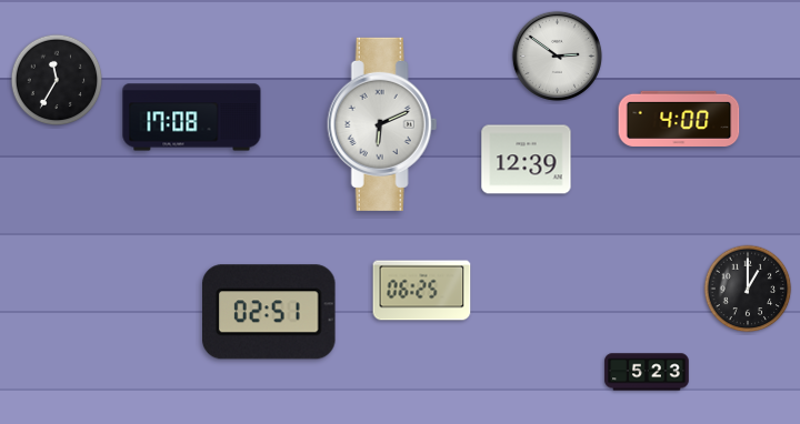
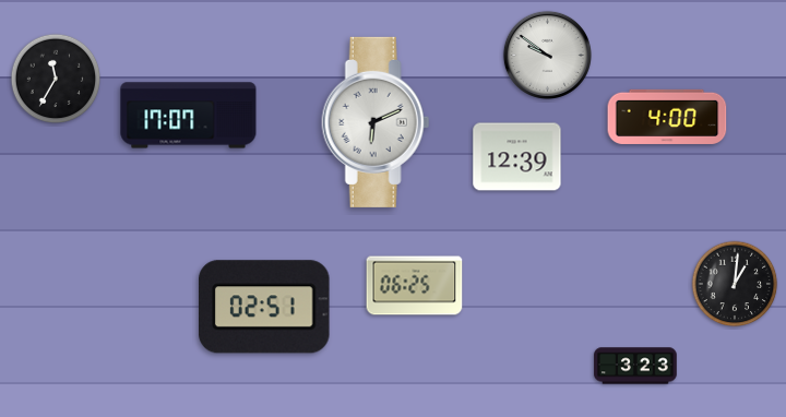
clock at (557, 55): 2:51 -> 9:51
clock at (192, 118): 17:08 -> 17:07
clock at (748, 289): 1:00 -> 1:01
clock at (647, 372): 5:23 -> 3:23
